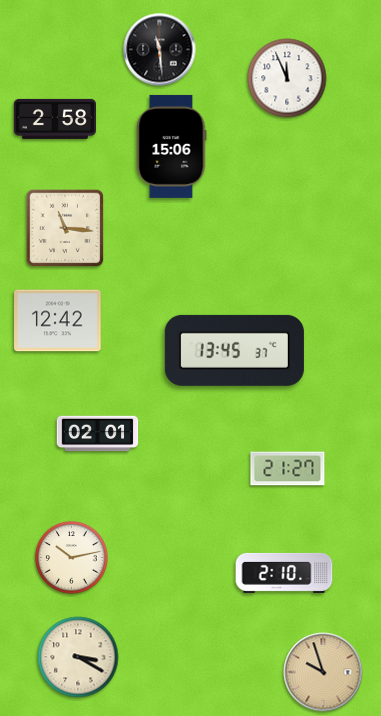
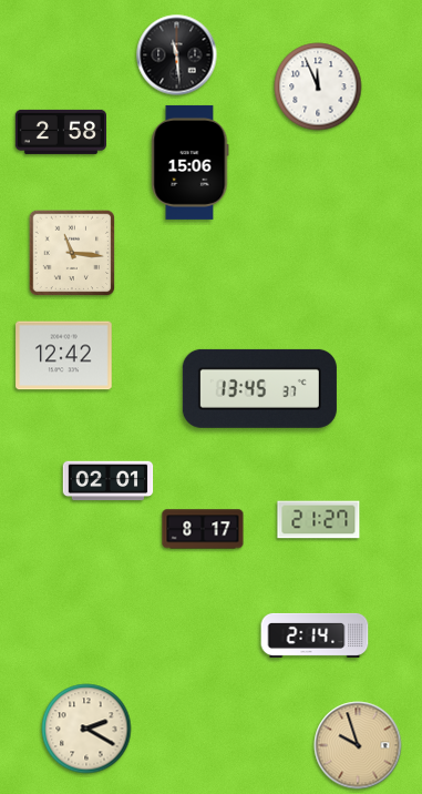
clock at (203, 529): none -> 8:17
clock at (72, 558): 10:13 -> none
clock at (284, 573): 2:10 -> 2:14
clock at (78, 657): 3:20 -> 2:20
